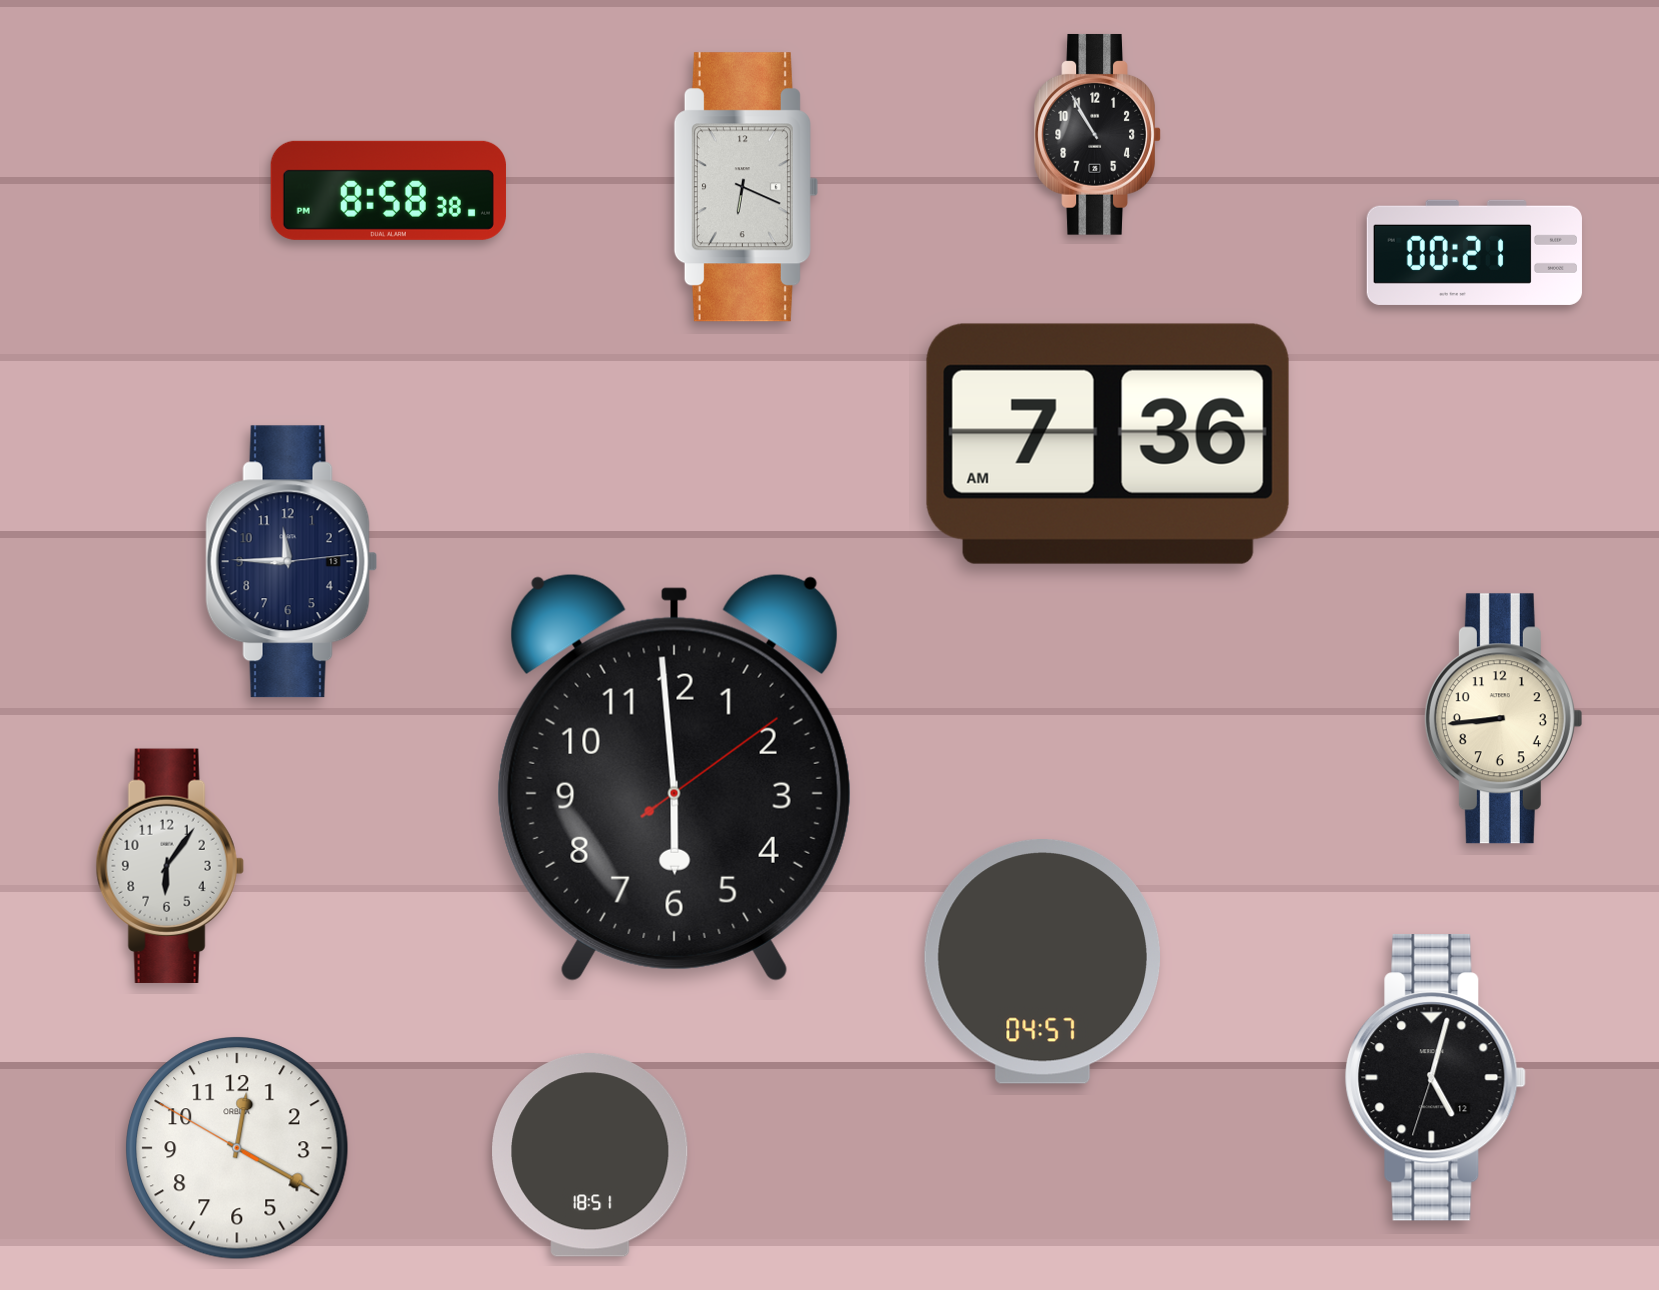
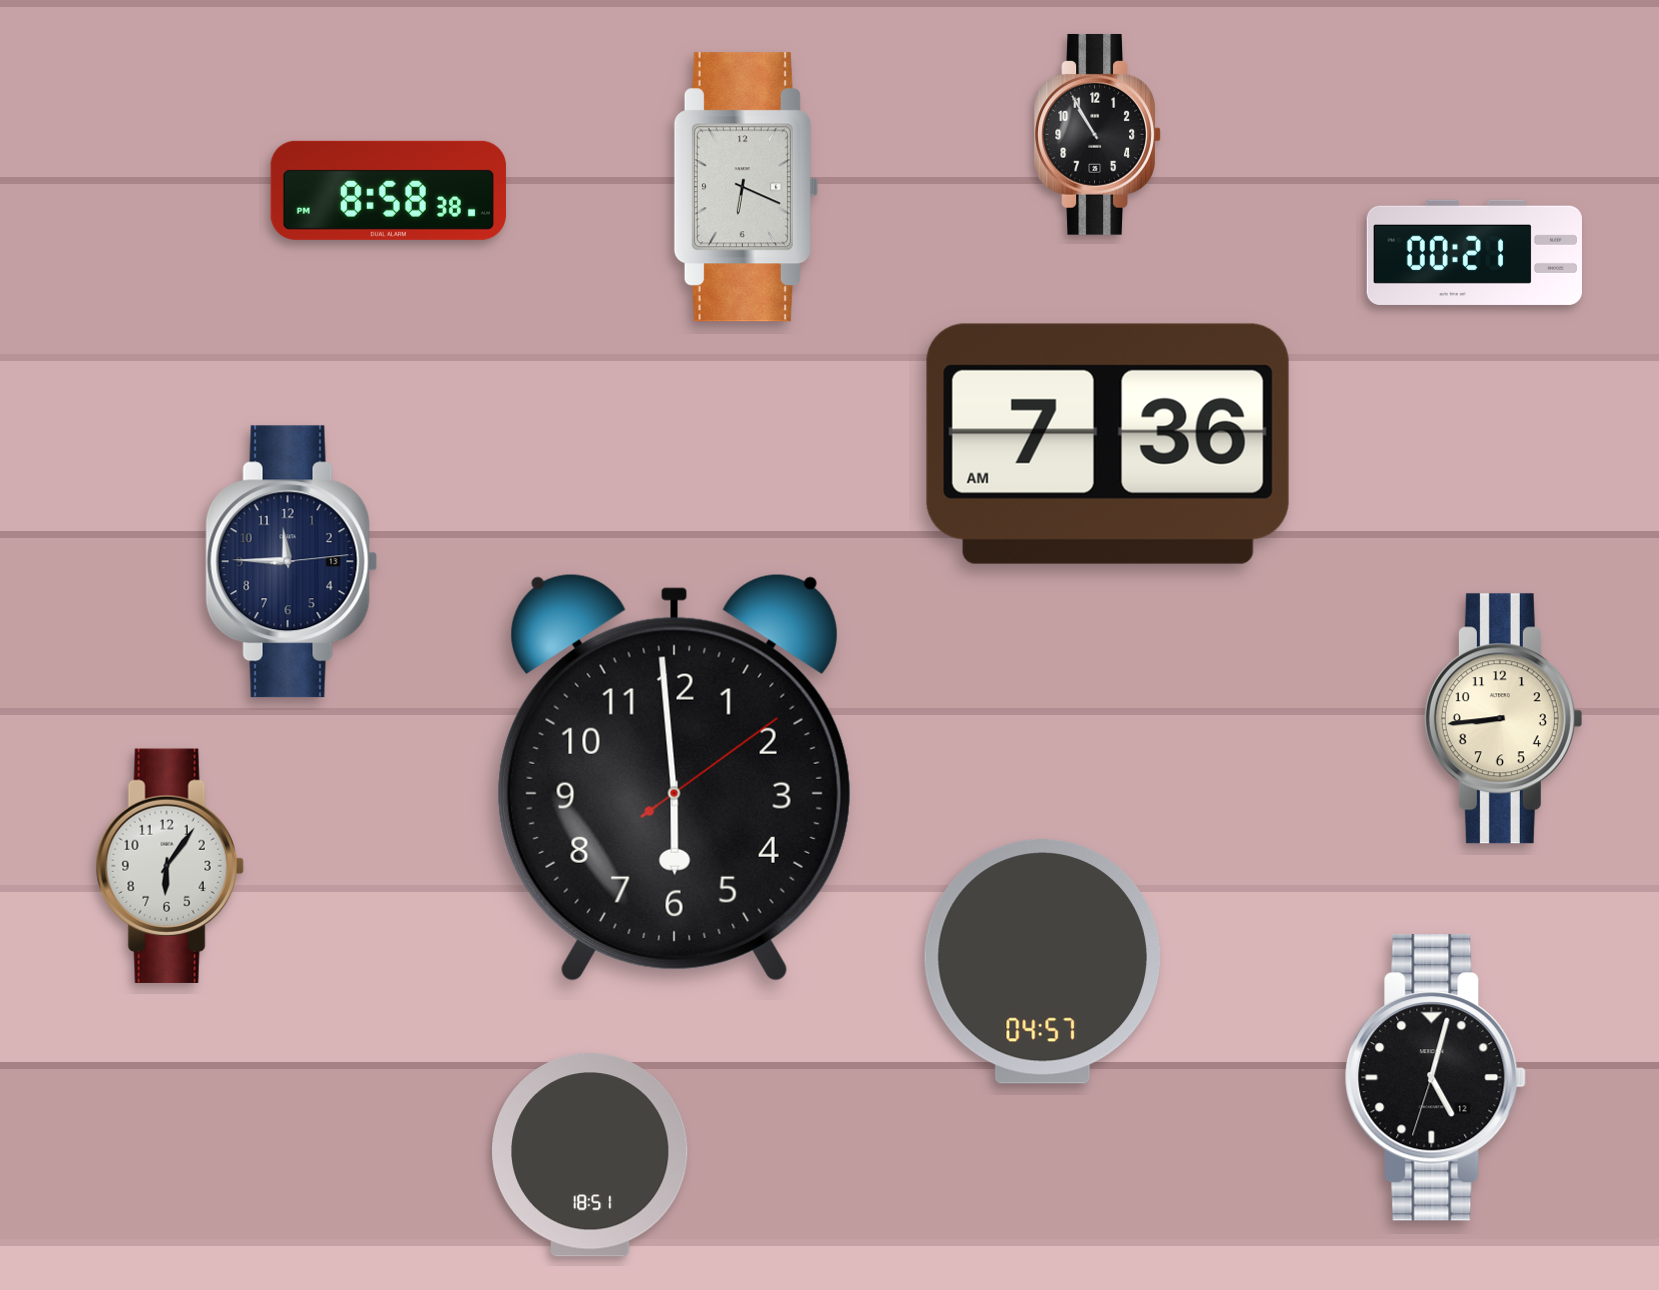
clock at (237, 1148): 12:19 -> none
